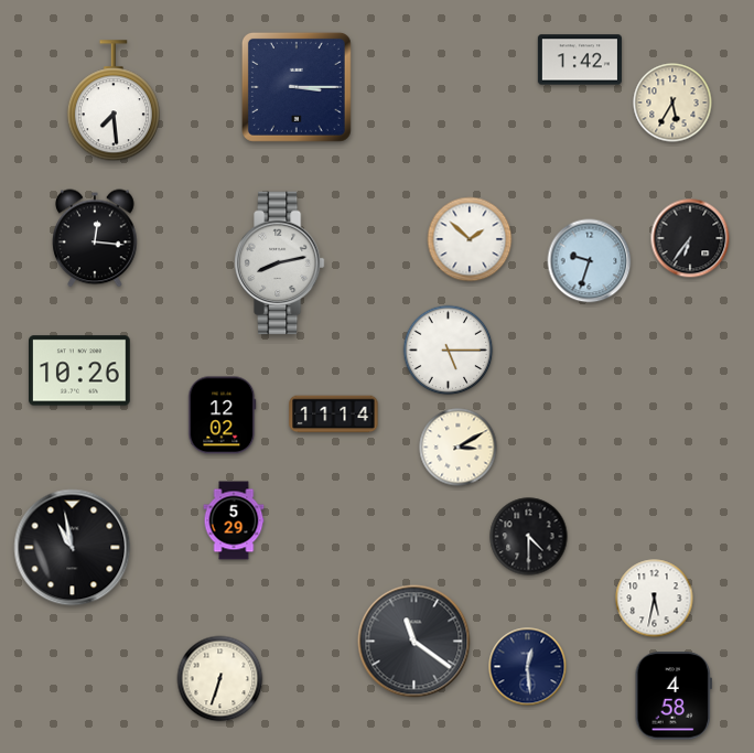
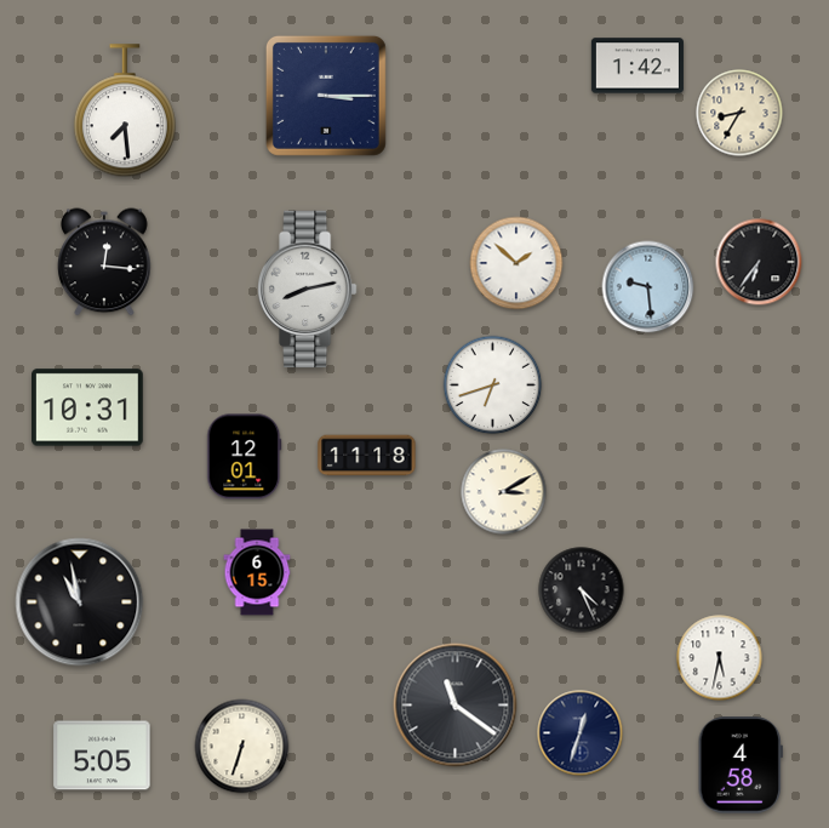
clock at (672, 103): 5:35 -> 8:35
clock at (590, 261): 9:33 -> 9:29
clock at (449, 351): 5:15 -> 6:42
clock at (80, 370): 10:26 -> 10:31
clock at (334, 415): 11:14 -> 11:18
clock at (223, 416): 12:02 -> 12:01
clock at (234, 520): 5:29 -> 6:15
clock at (529, 537): 4:30 -> 4:26
clock at (528, 667): 12:29 -> 12:33
clock at (102, 755): none -> 5:05
